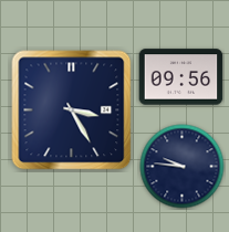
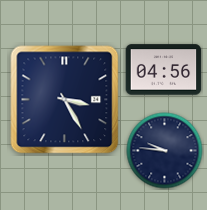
clock at (181, 77): 09:56 -> 04:56
